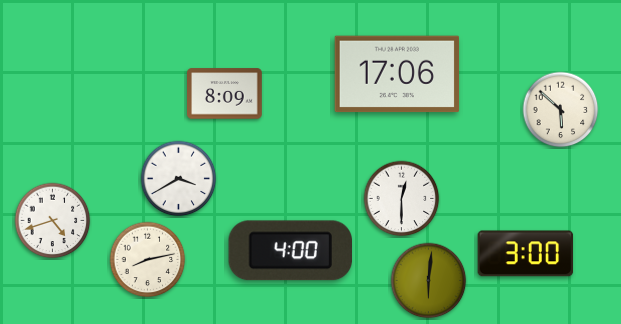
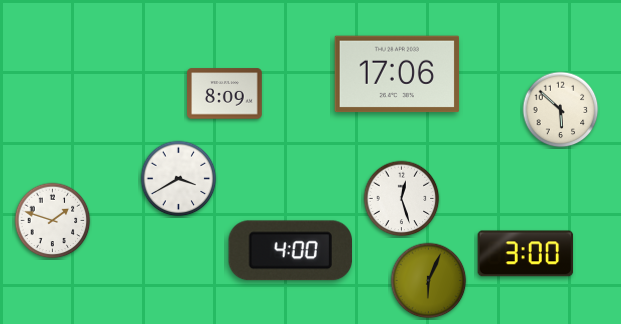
clock at (402, 199): 12:30 -> 12:27
clock at (53, 221): 4:42 -> 1:48
clock at (148, 260): 8:13 -> none
clock at (429, 281): 6:01 -> 6:04
